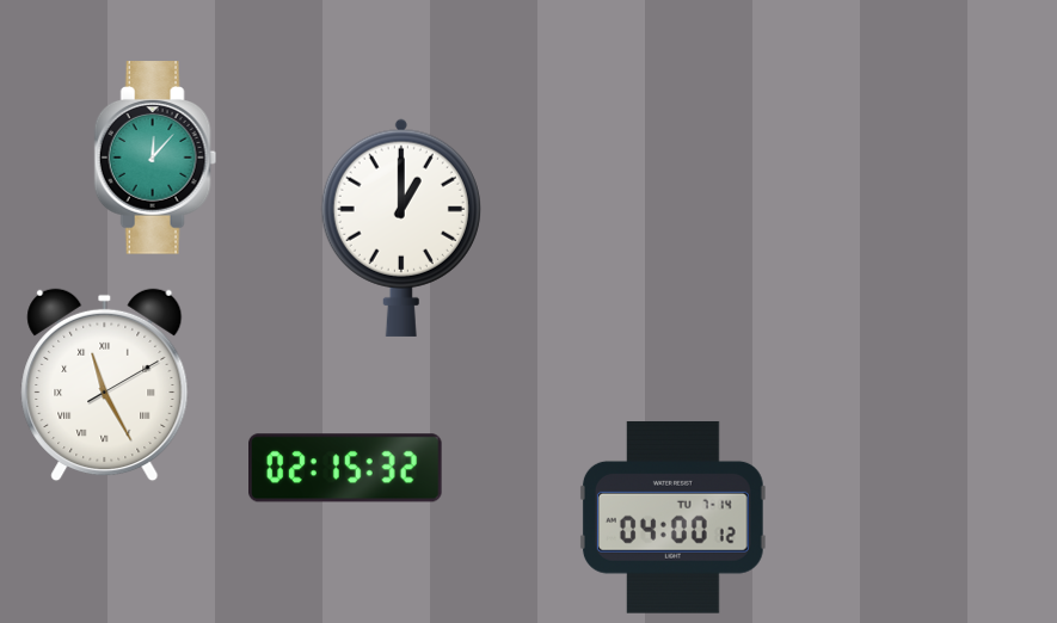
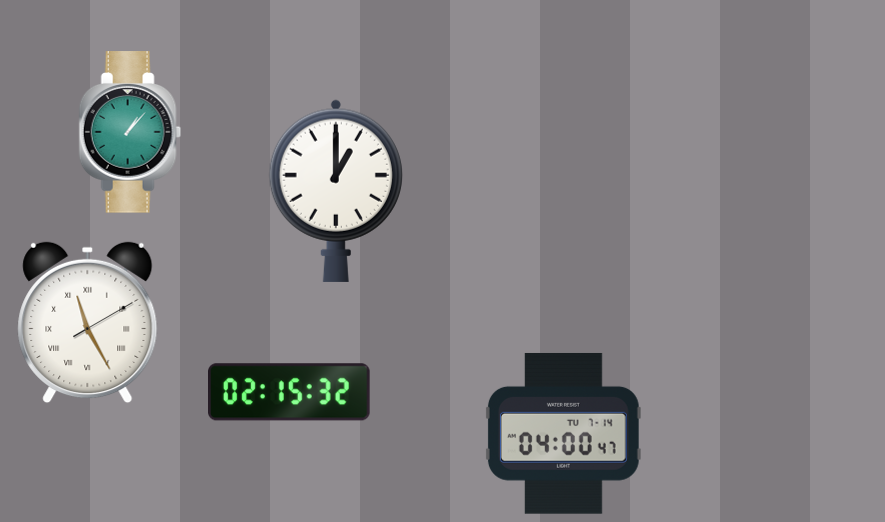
clock at (155, 158): 12:07 -> 1:07
clock at (672, 517): 04:00:12 -> 04:00:47
